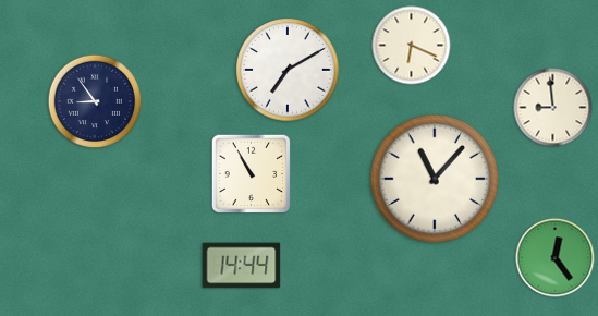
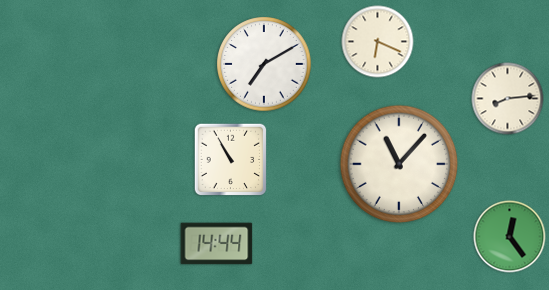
clock at (95, 101): 8:54 -> none
clock at (553, 108): 8:59 -> 8:14
clock at (242, 266) position: (242, 266) -> (217, 244)
